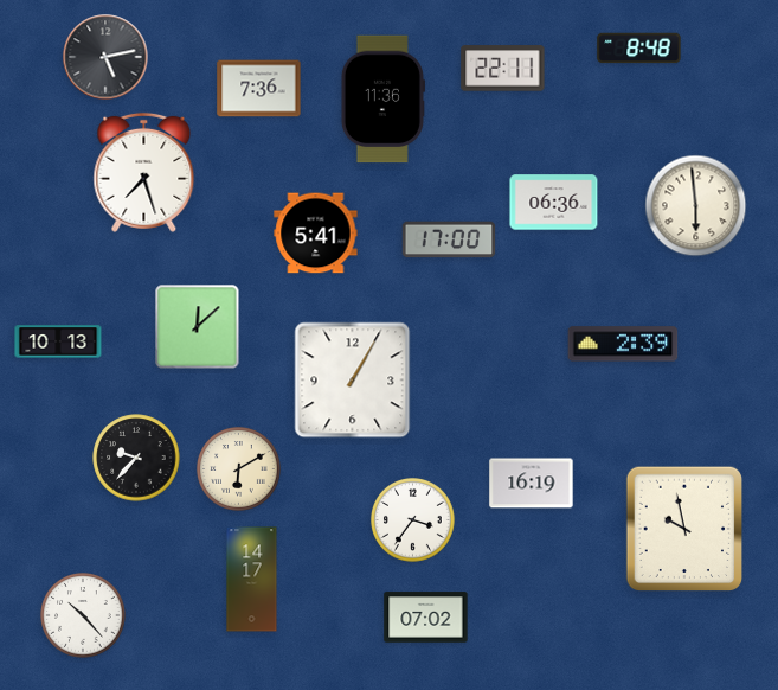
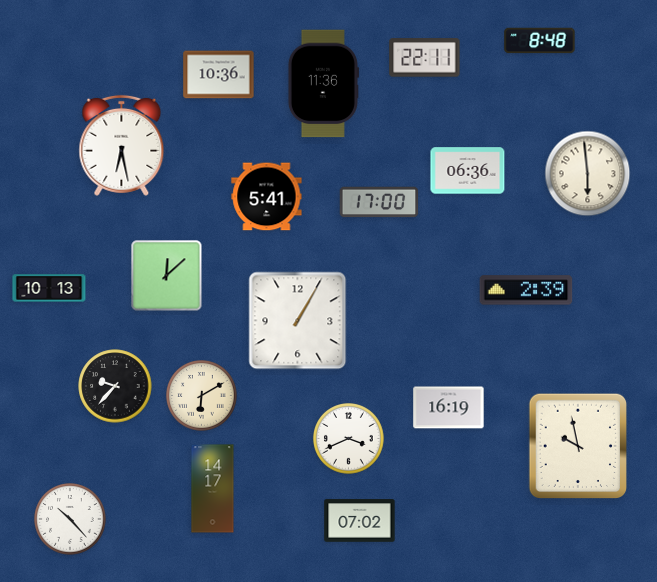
clock at (105, 57): 5:13 -> none
clock at (259, 89): 7:36 -> 10:36
clock at (144, 172): 7:27 -> 6:28
clock at (413, 520): 3:36 -> 3:41
